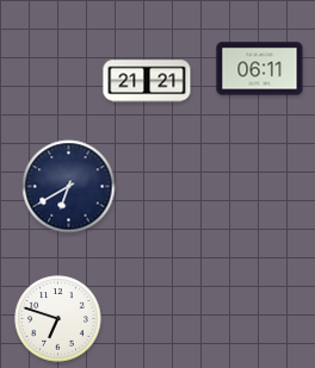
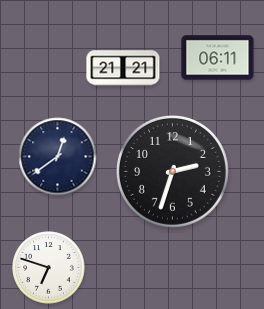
clock at (69, 187): 6:40 -> 12:39
clock at (172, 171): none -> 2:33
